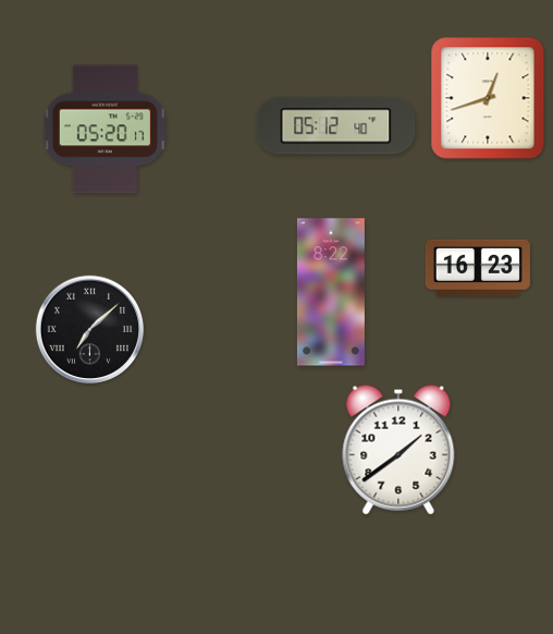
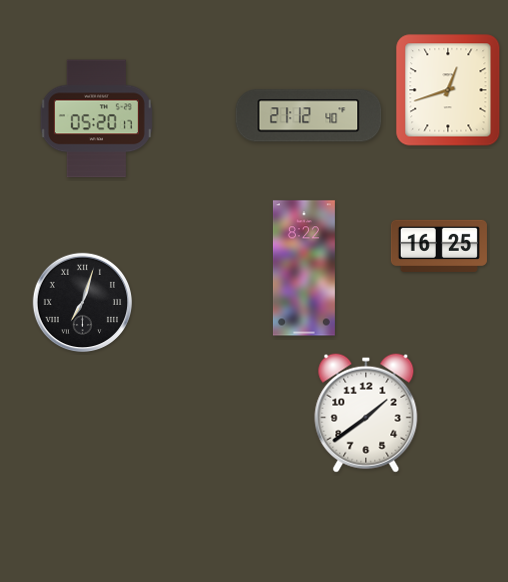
clock at (336, 126): 05:12 -> 21:12
clock at (478, 268): 16:23 -> 16:25
clock at (89, 329): 7:08 -> 7:03
